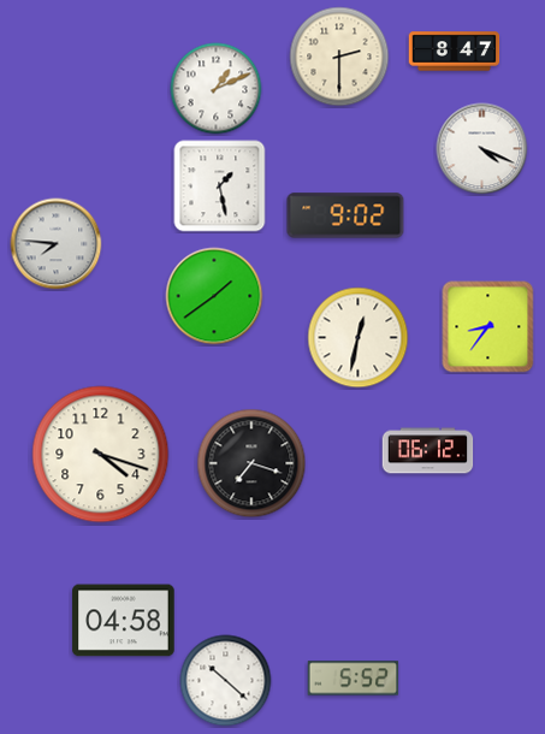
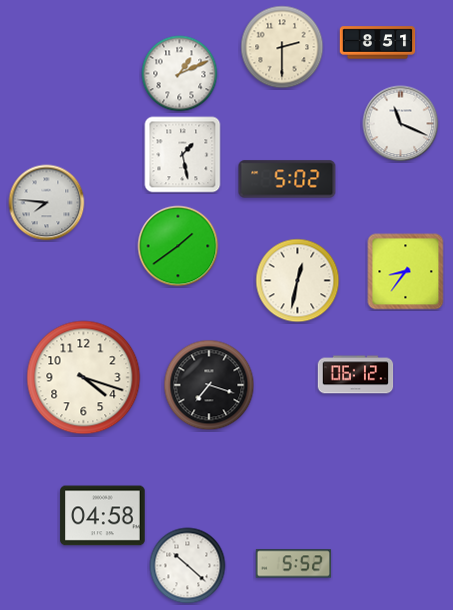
clock at (455, 52): 8:47 -> 8:51
clock at (482, 149): 4:19 -> 11:19
clock at (345, 215): 9:02 -> 5:02
